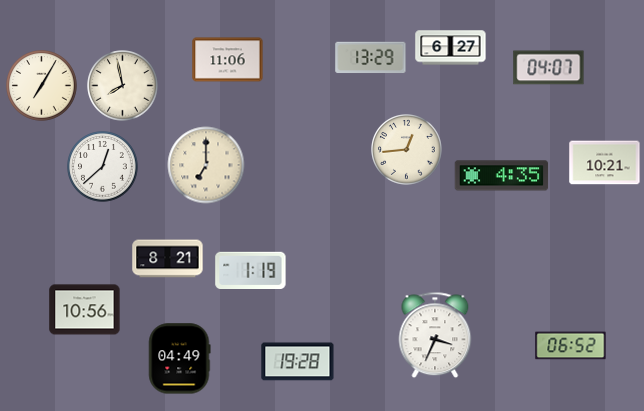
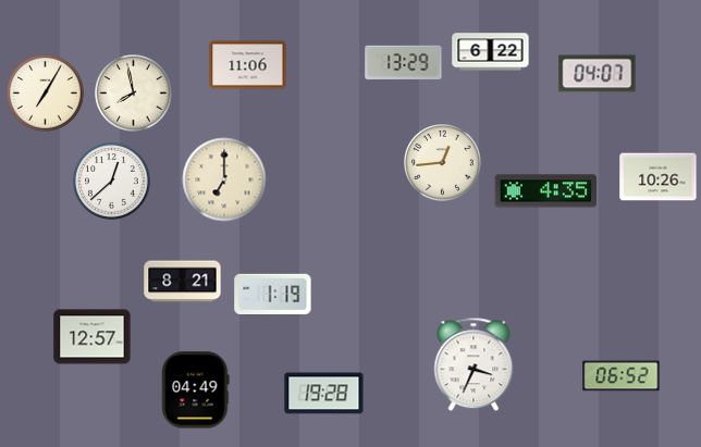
clock at (451, 48): 6:27 -> 6:22
clock at (605, 163): 10:21 -> 10:26
clock at (85, 310): 10:56 -> 12:57
